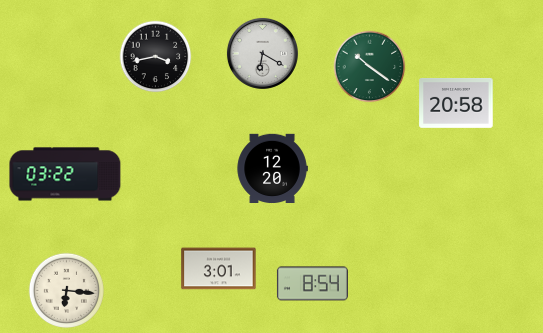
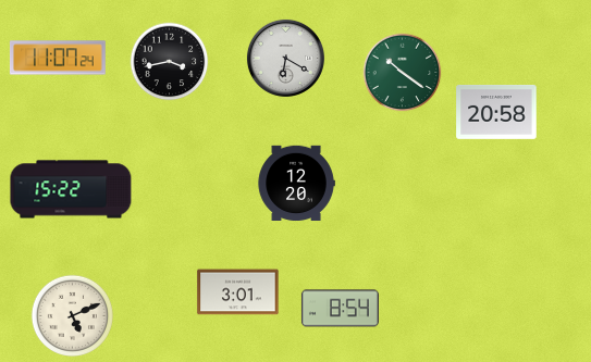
clock at (58, 58): none -> 11:07
clock at (65, 174): 03:22 -> 15:22
clock at (66, 290): 6:16 -> 5:11
